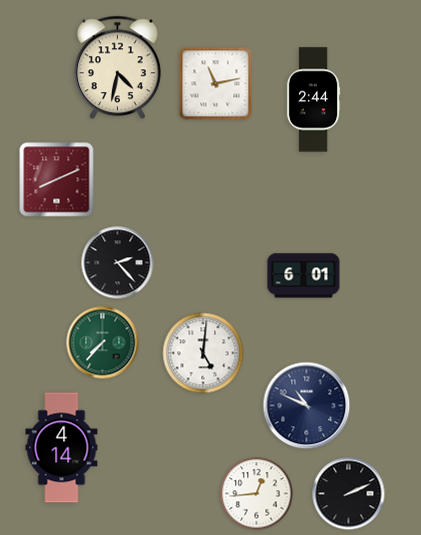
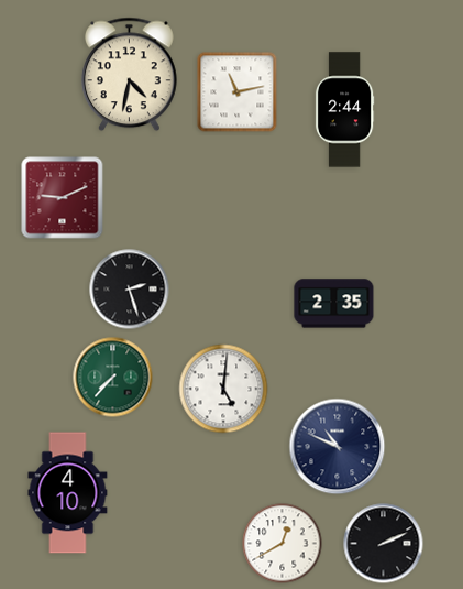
clock at (57, 180): 8:11 -> 9:11
clock at (118, 263): 2:23 -> 2:27
clock at (304, 276): 6:01 -> 2:35
clock at (62, 448): 4:14 -> 4:10
clock at (257, 494): 12:44 -> 12:40
